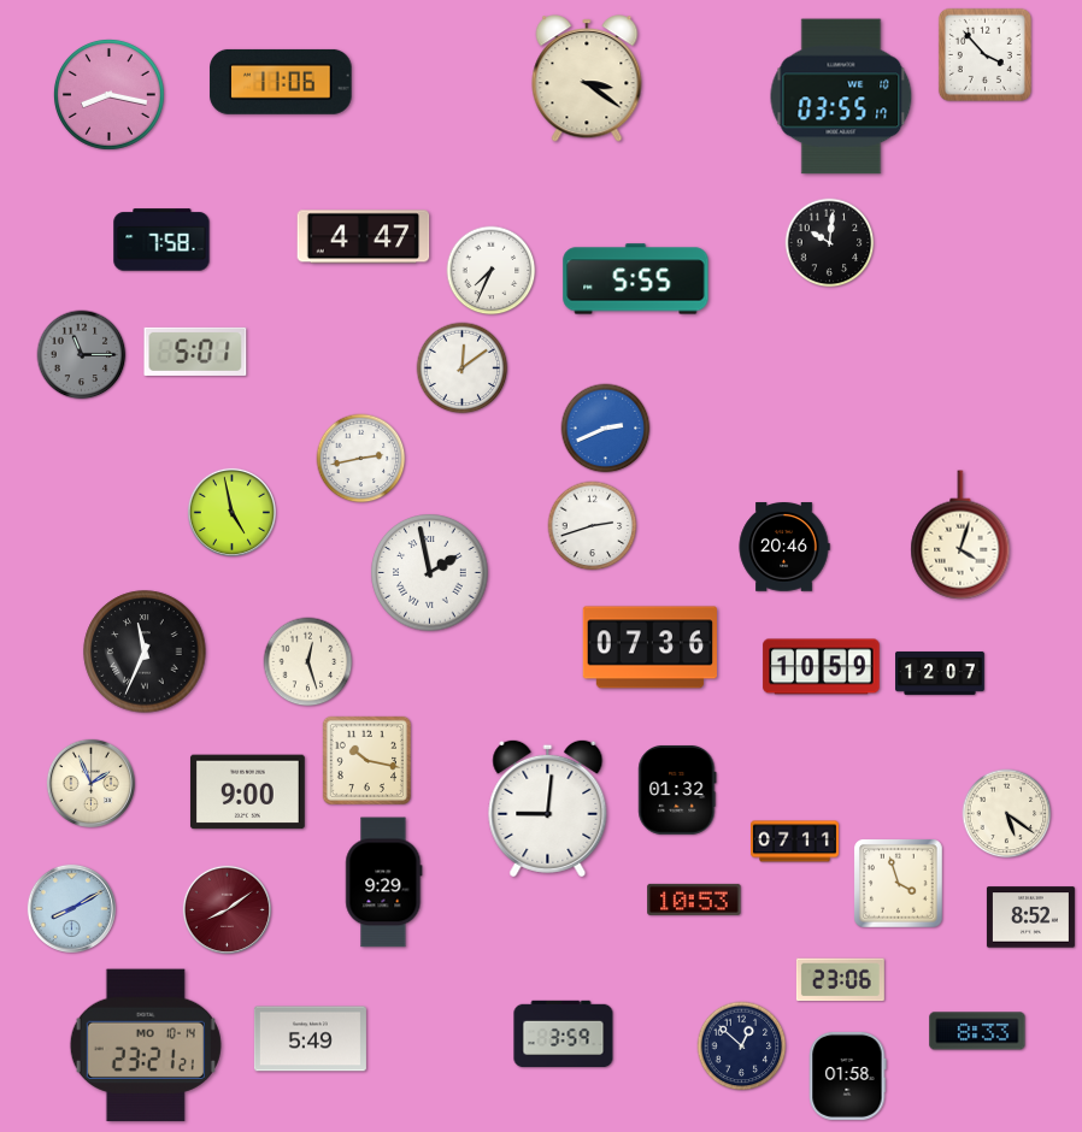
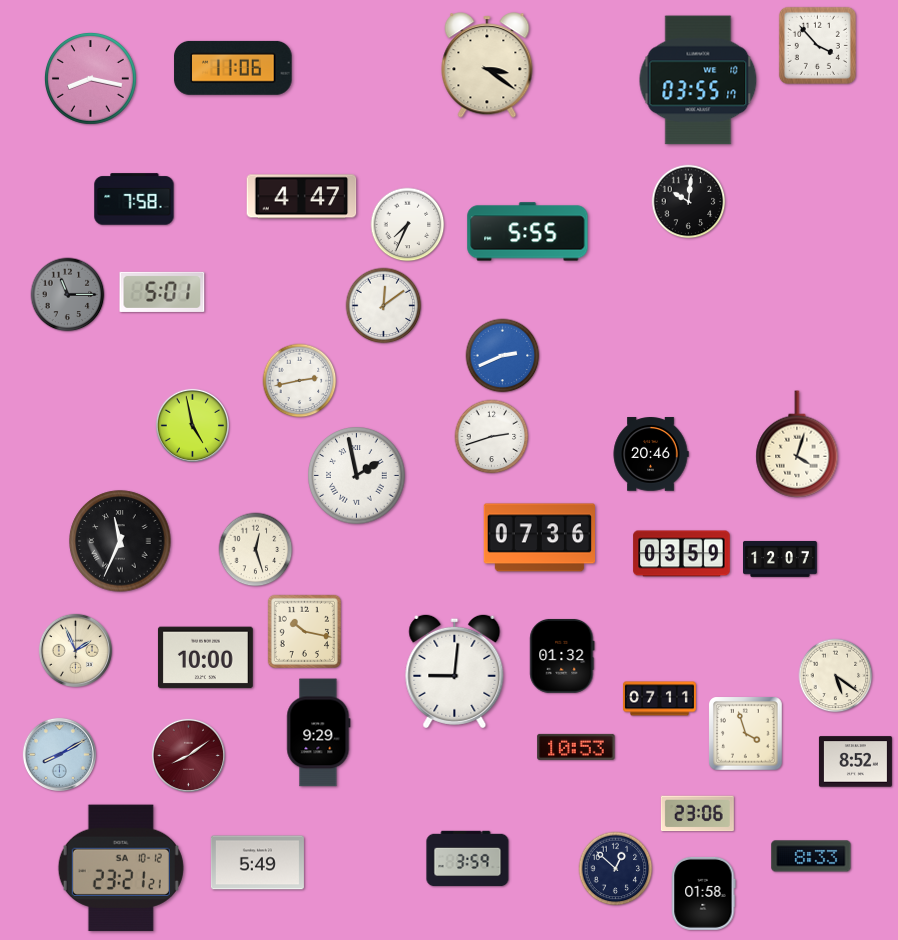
clock at (822, 667): 10:59 -> 03:59
clock at (248, 792): 9:00 -> 10:00
clock at (146, 1045) date: MO 10-14 -> SA 10-12
